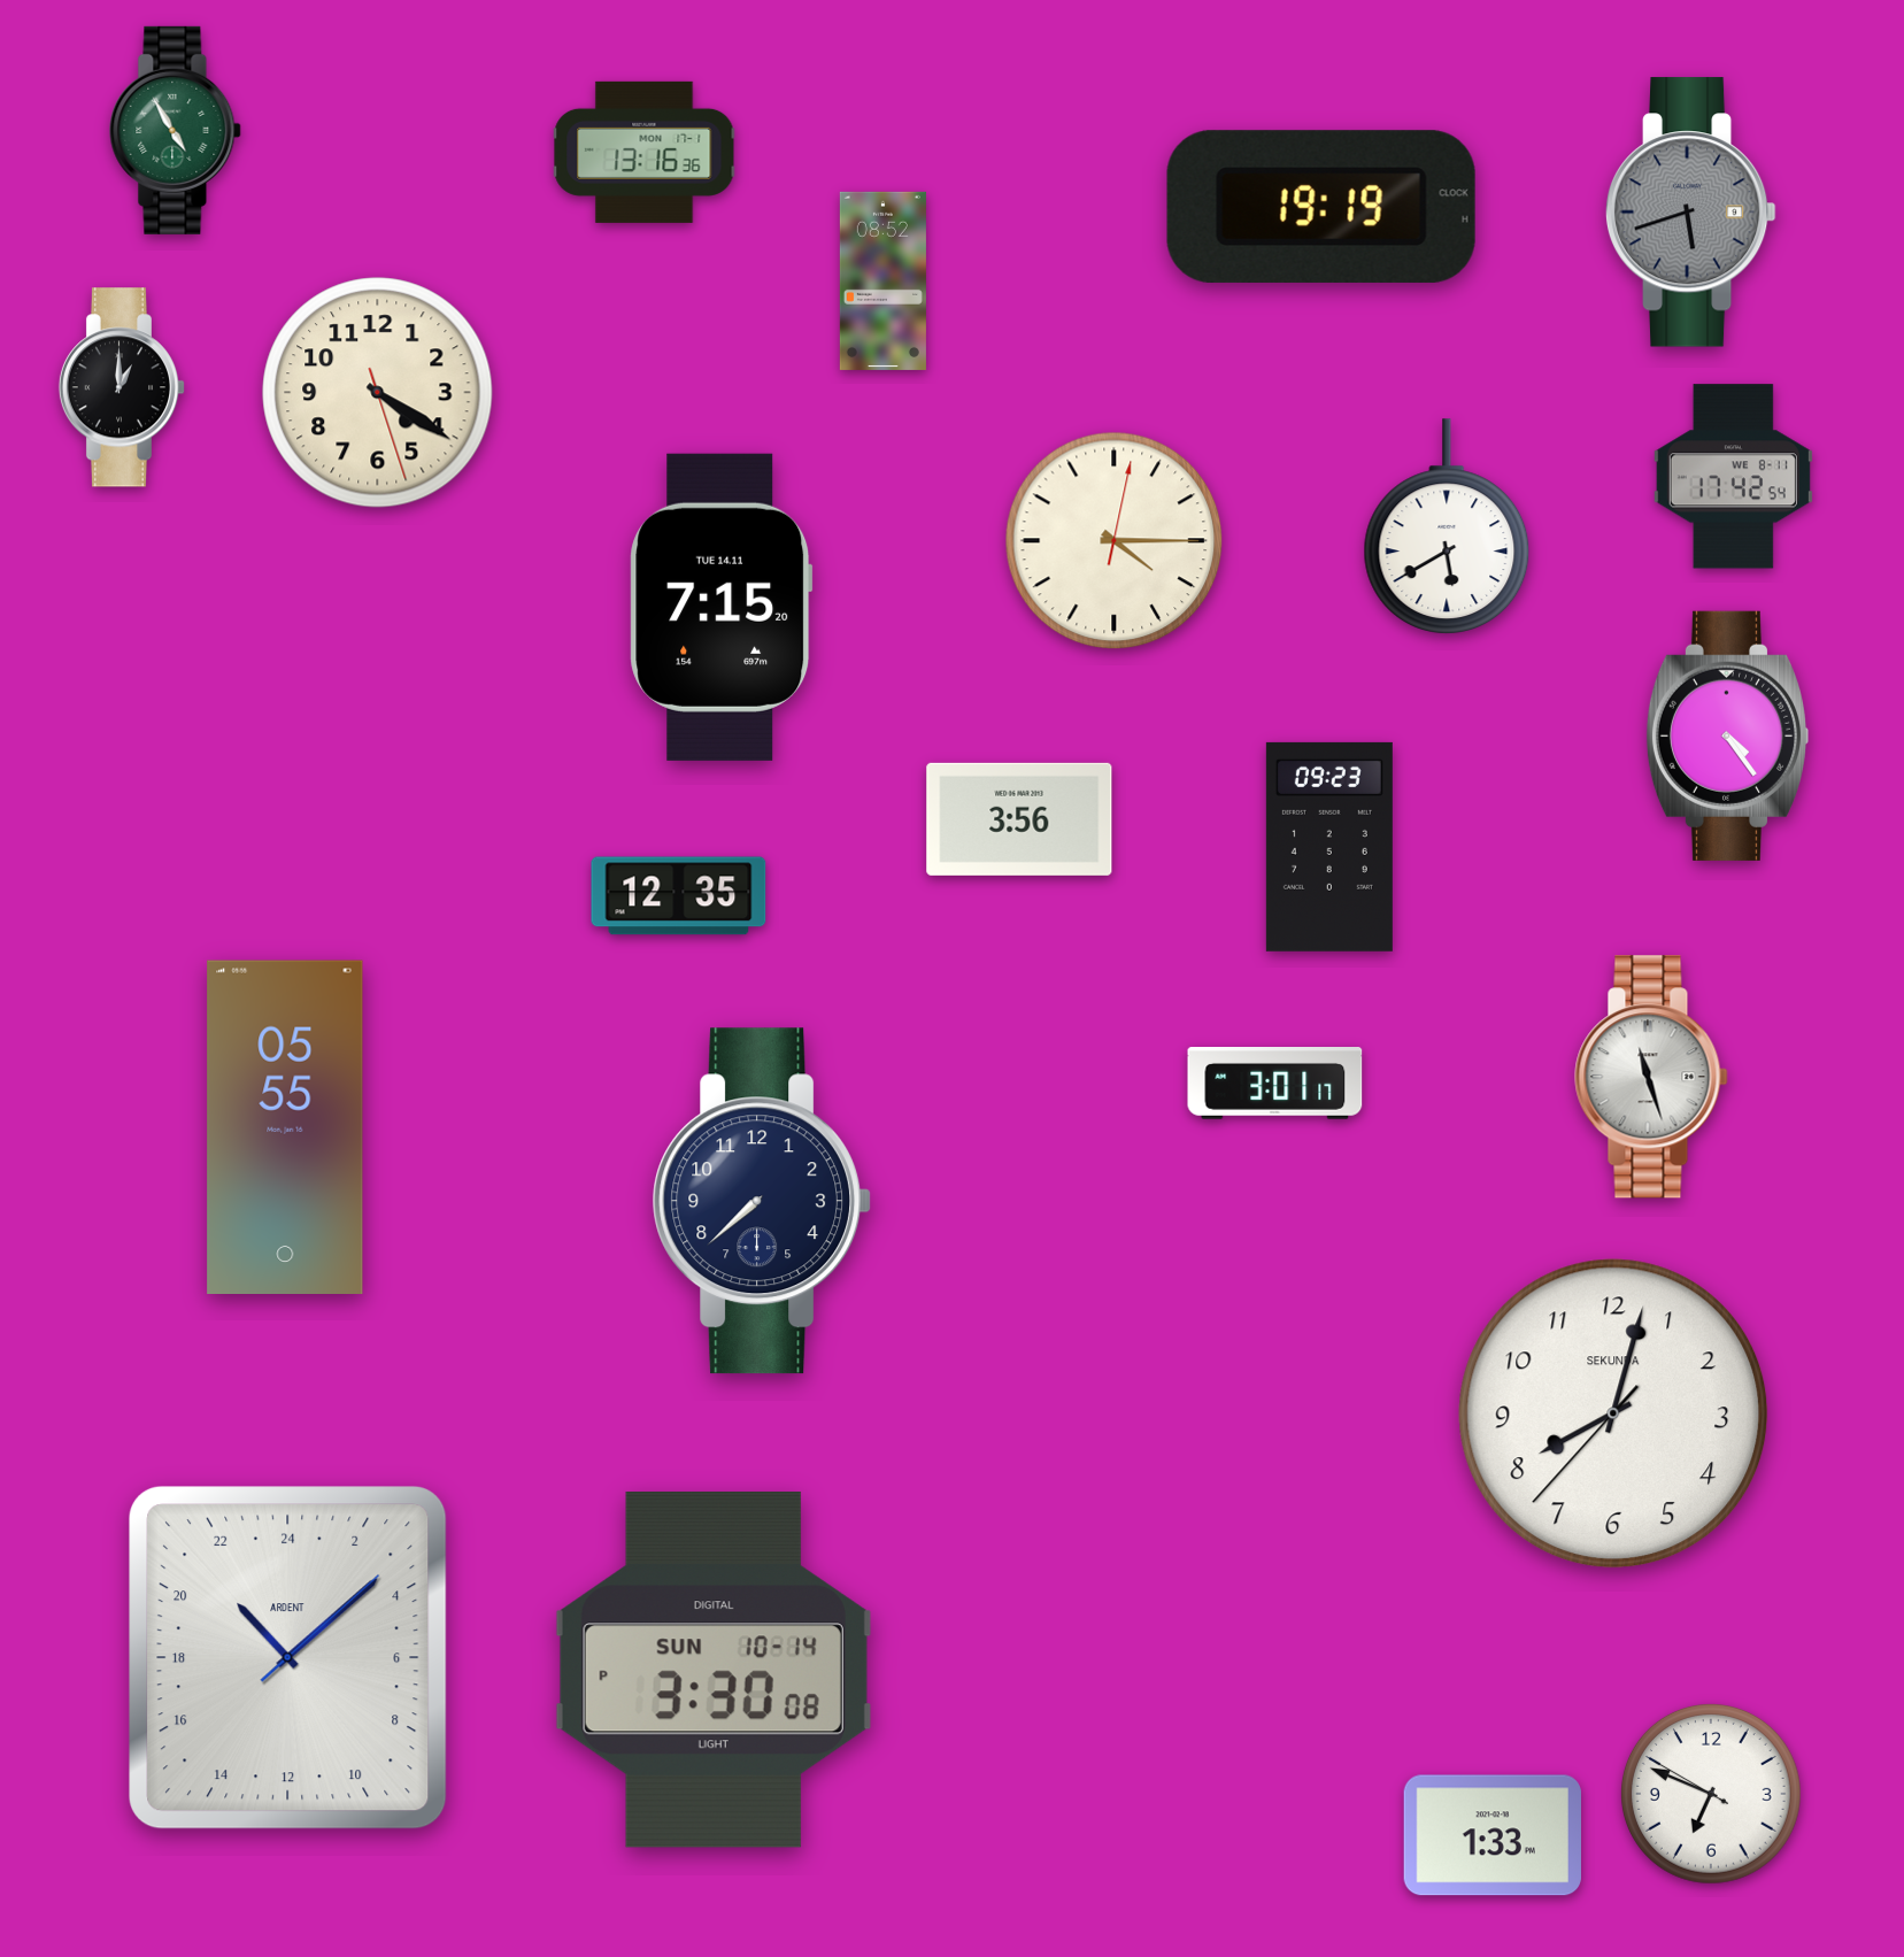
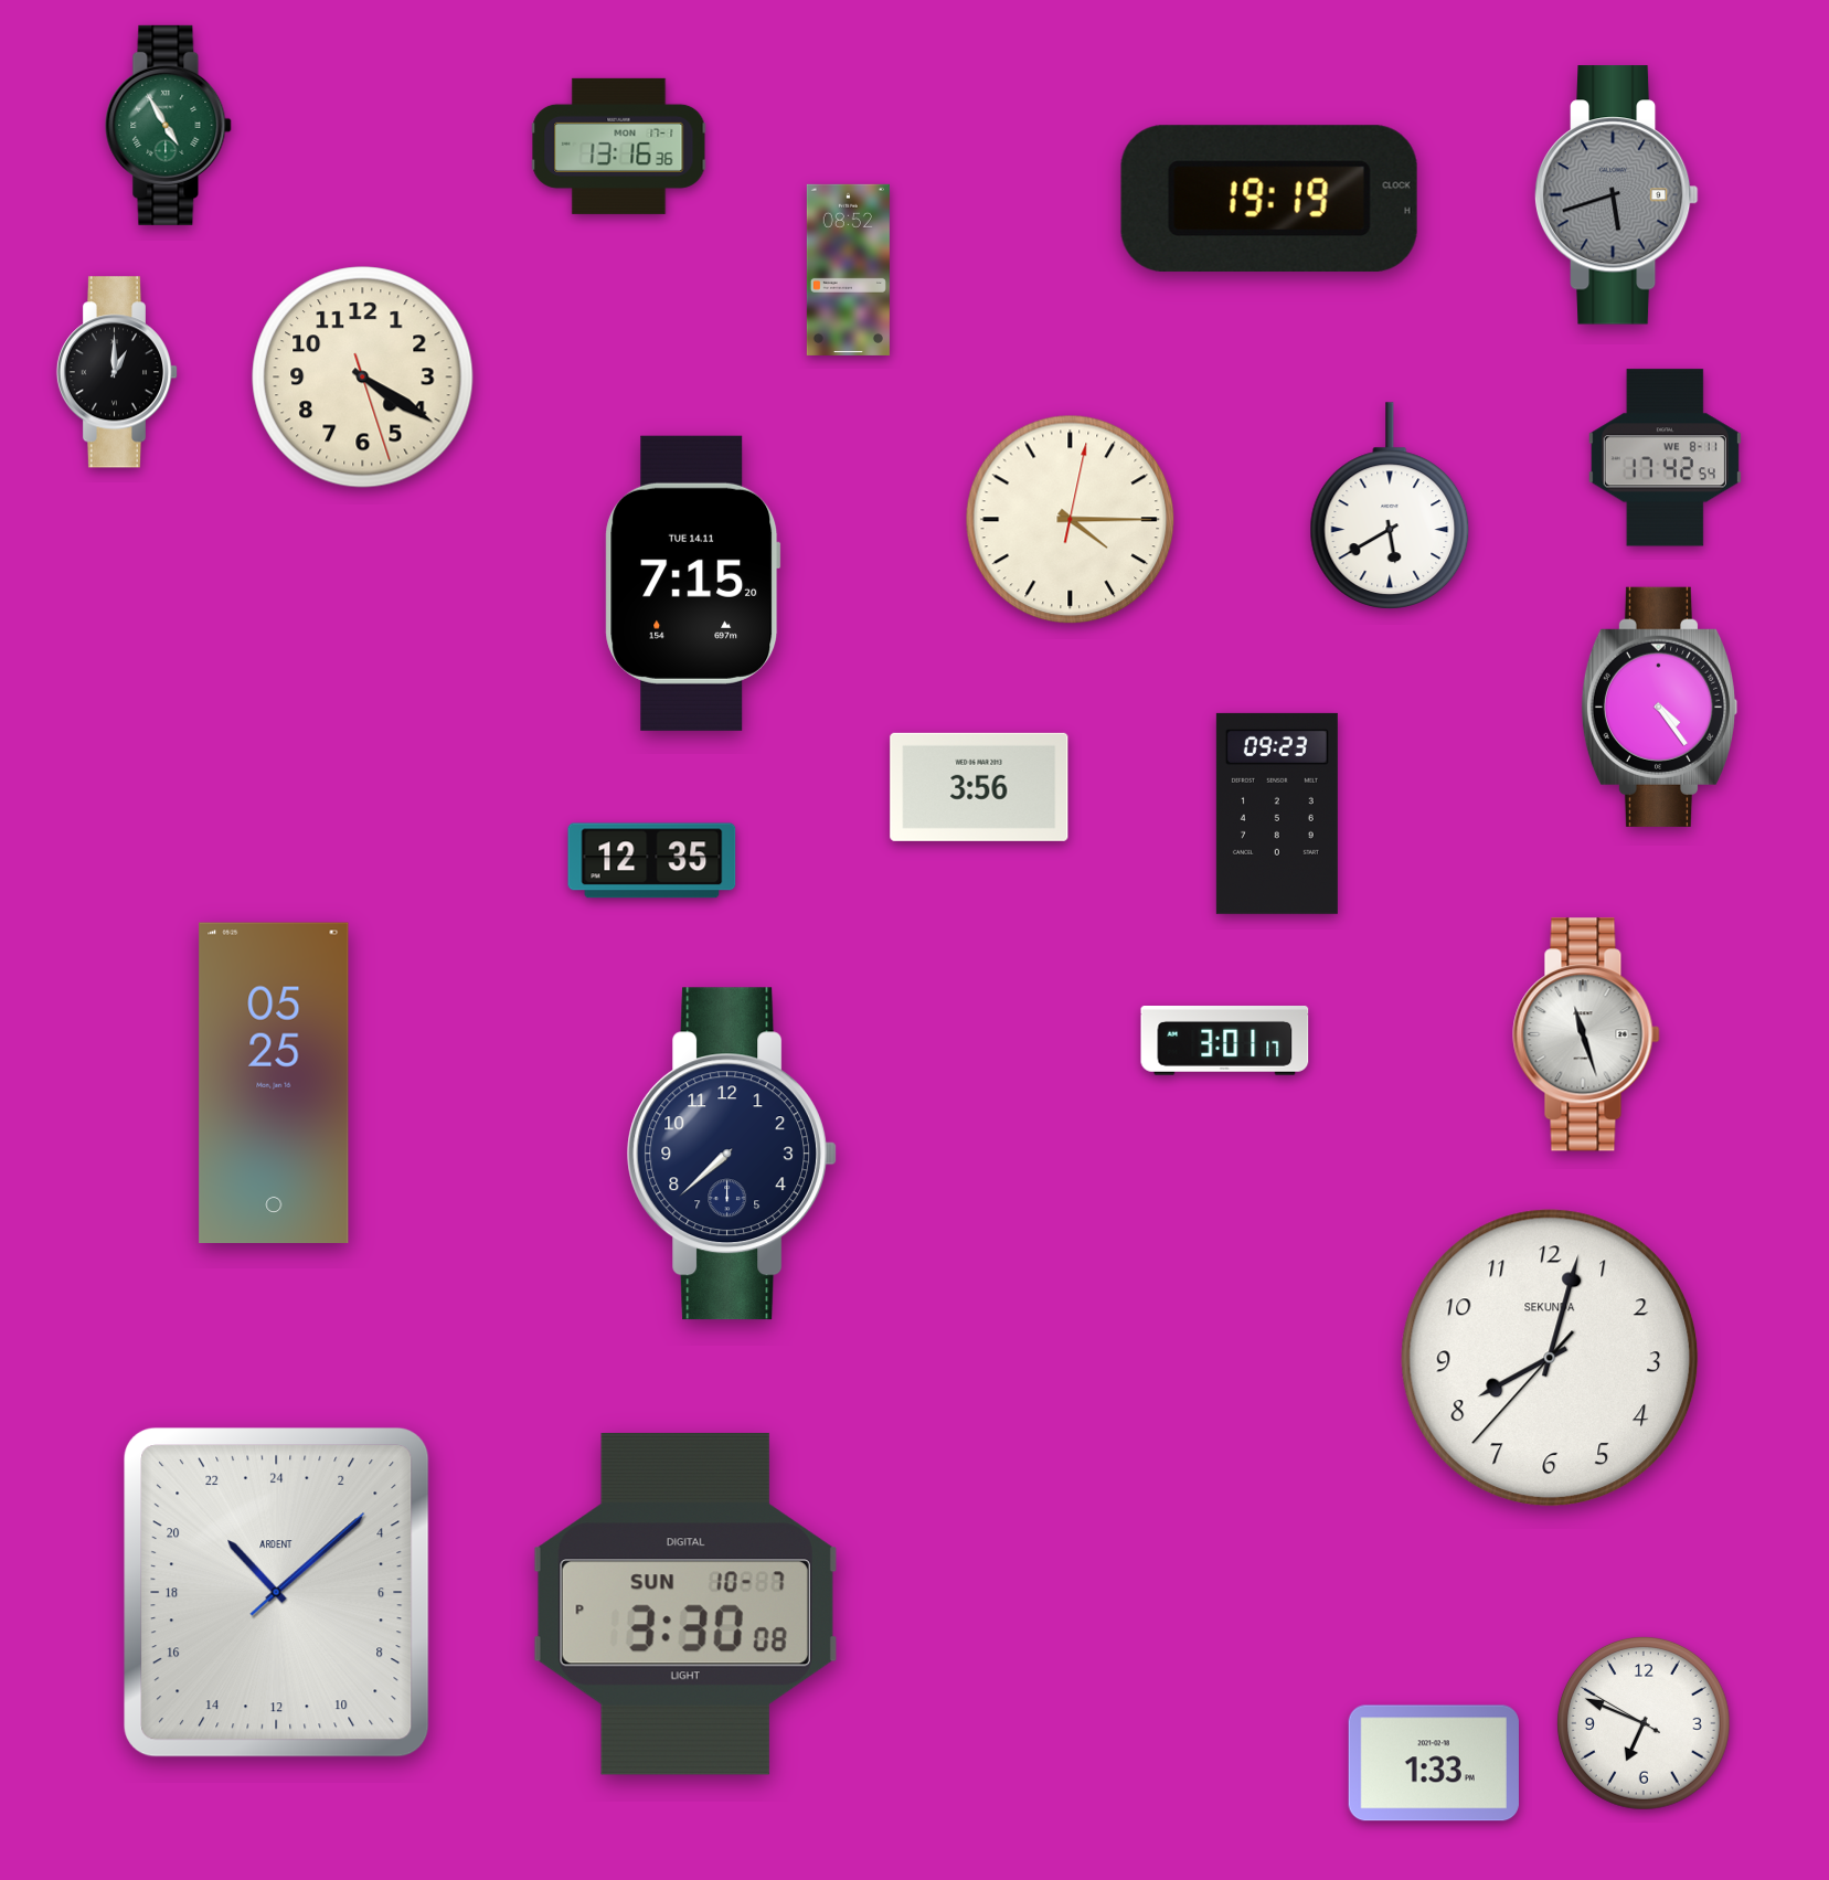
clock at (1690, 213) position: (1690, 213) -> (1616, 195)
clock at (285, 1126): 05:55 -> 05:25
clock at (714, 1671) date: SUN 10-14 -> SUN 10-7
